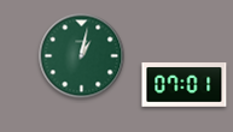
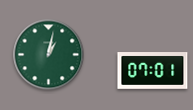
clock at (82, 56) position: (82, 56) -> (49, 55)
